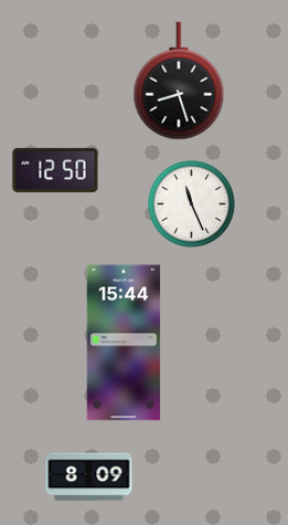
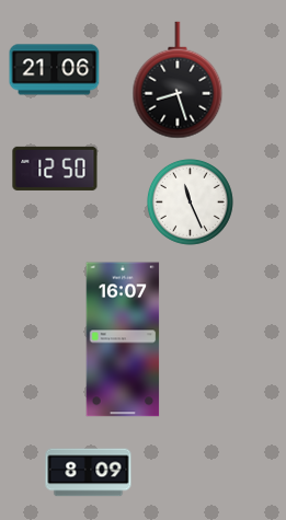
clock at (55, 70): none -> 21:06
clock at (124, 343): 15:44 -> 16:07
